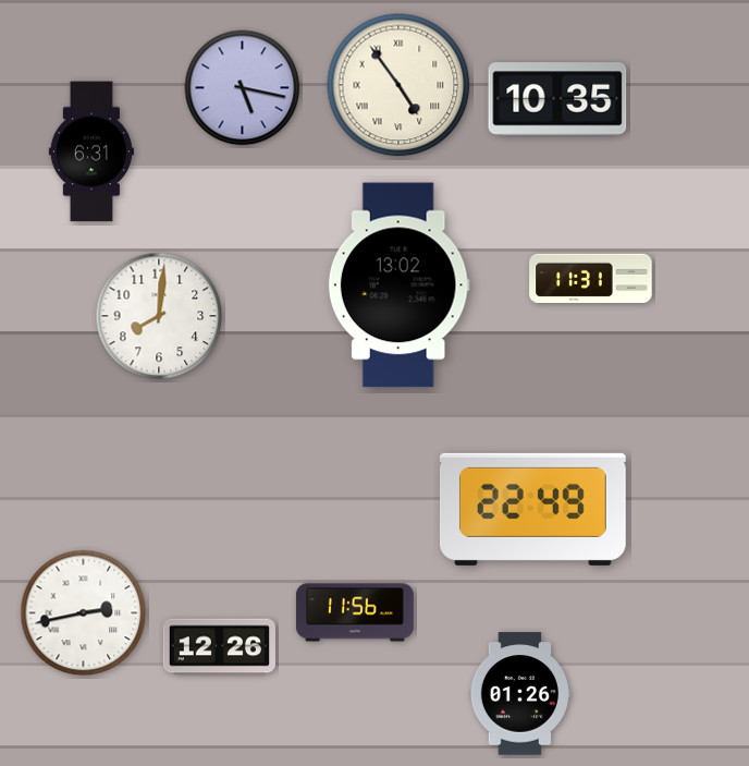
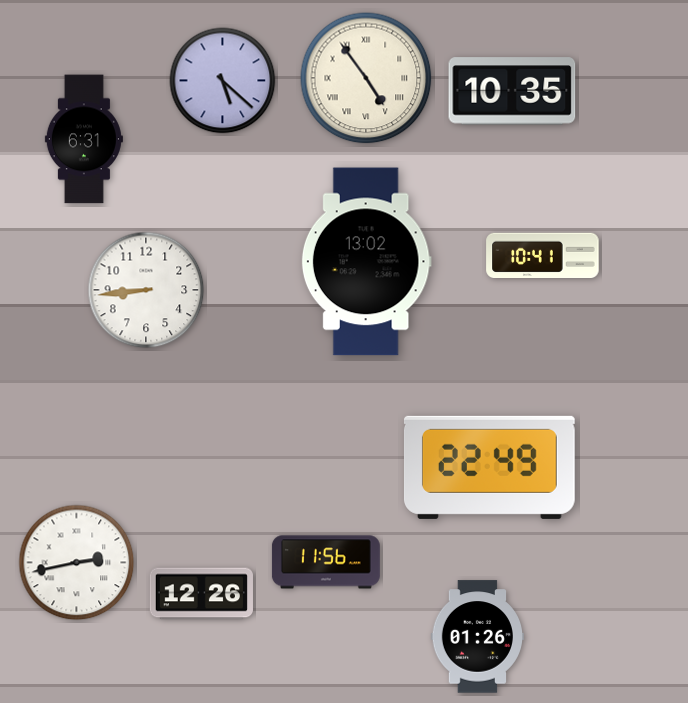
clock at (243, 88): 5:17 -> 5:22
clock at (591, 278): 11:31 -> 10:41
clock at (159, 316): 8:01 -> 8:44
